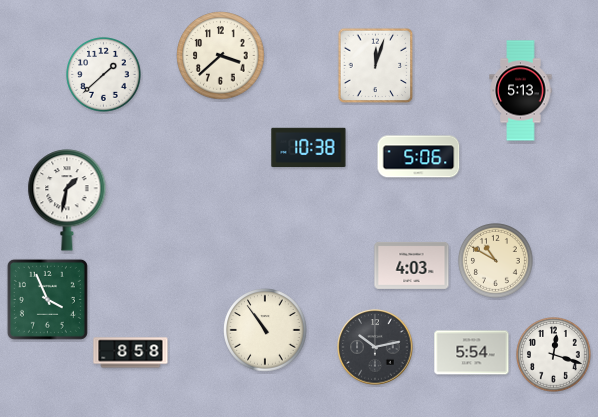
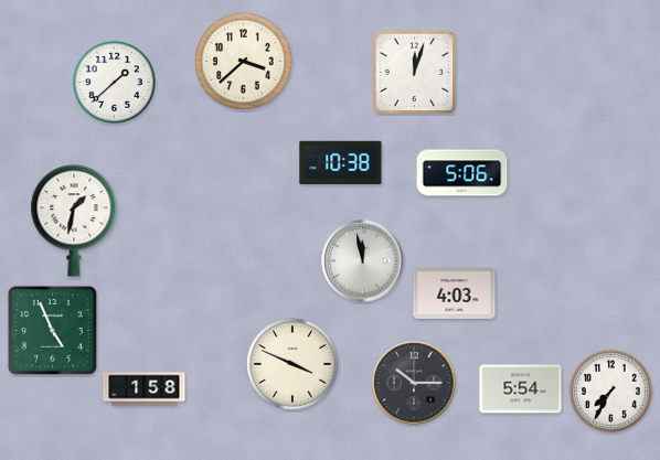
clock at (521, 91): 5:13 -> none
clock at (363, 261): none -> 11:58
clock at (496, 261): 10:50 -> none
clock at (47, 299): 3:56 -> 4:56
clock at (265, 330): 10:54 -> 3:49
clock at (375, 347): 10:13 -> 10:15
clock at (131, 353): 8:58 -> 1:58
clock at (554, 355): 12:18 -> 7:35
